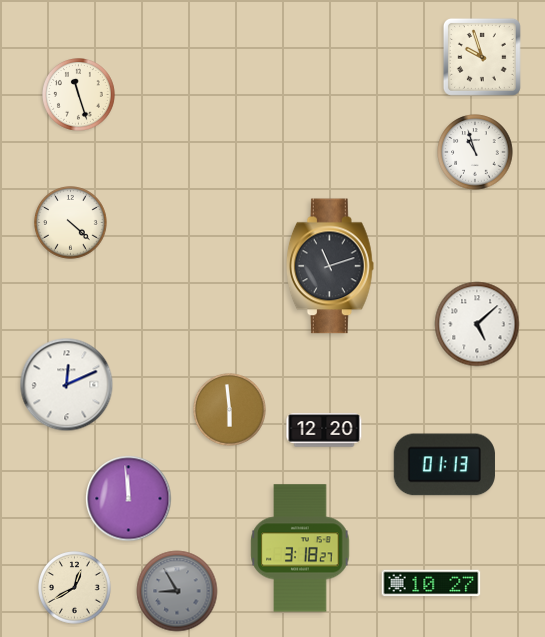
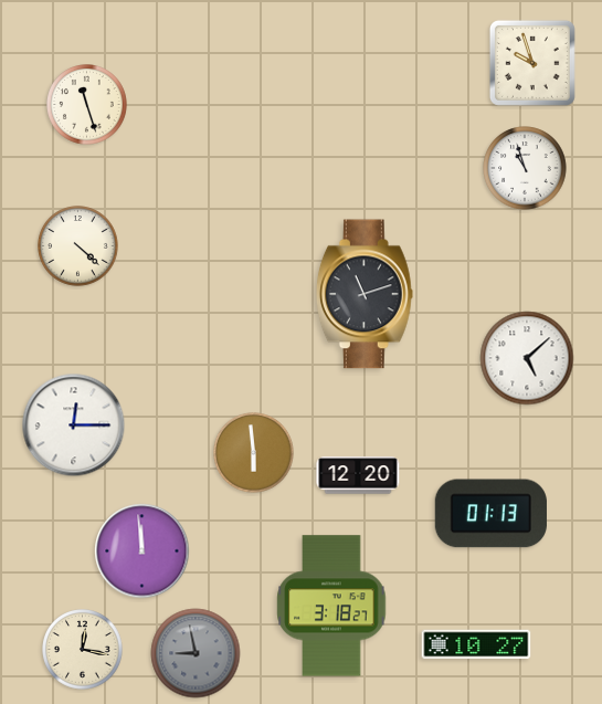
clock at (67, 385): 12:11 -> 12:15
clock at (75, 588): 12:40 -> 12:17
clock at (177, 591): 8:55 -> 8:58
